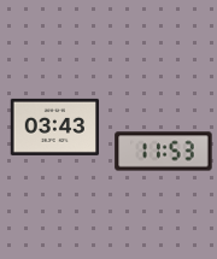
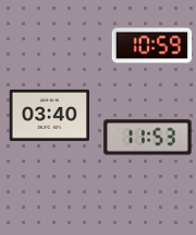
clock at (152, 46): none -> 10:59
clock at (55, 126): 03:43 -> 03:40
